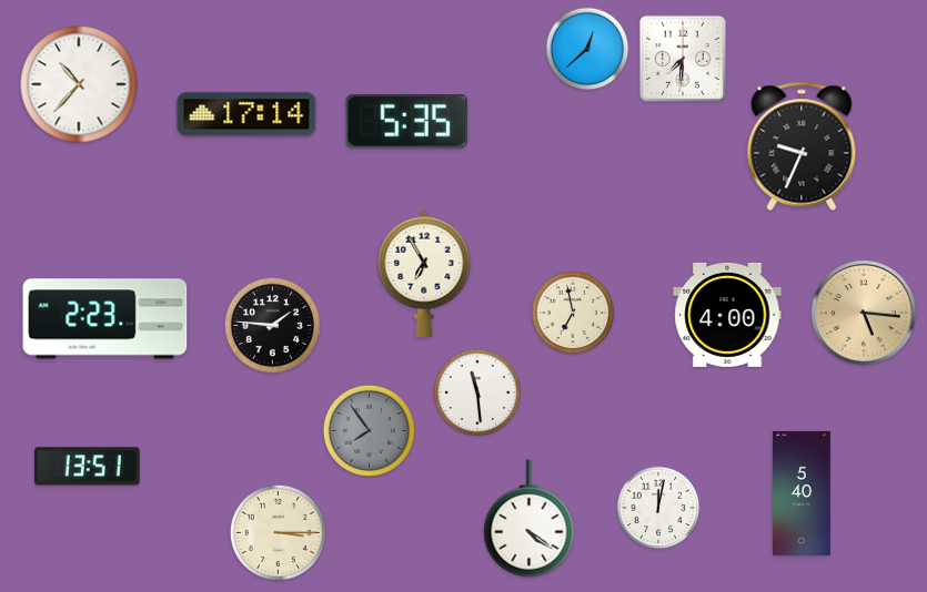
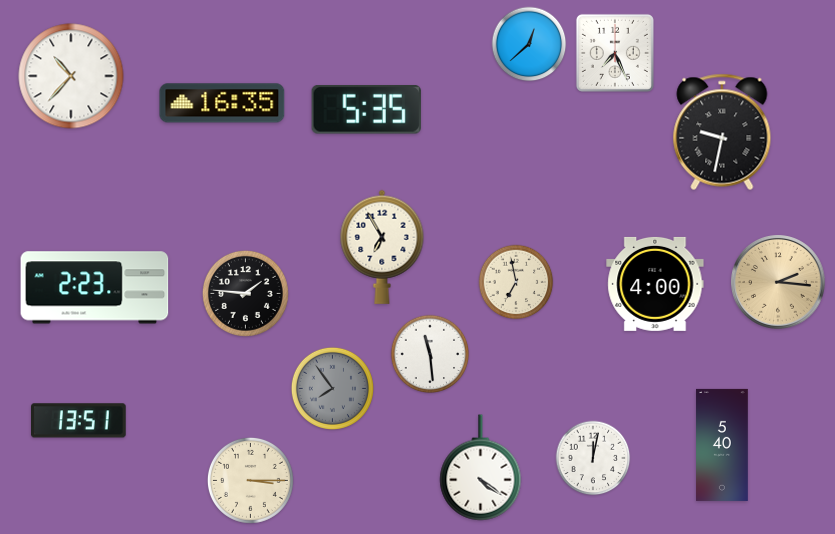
clock at (683, 59): 7:31 -> 7:26
clock at (246, 114): 17:14 -> 16:35
clock at (802, 146): 9:34 -> 9:32
clock at (865, 314): 5:16 -> 2:16
clock at (530, 519) position: (530, 519) -> (481, 468)
